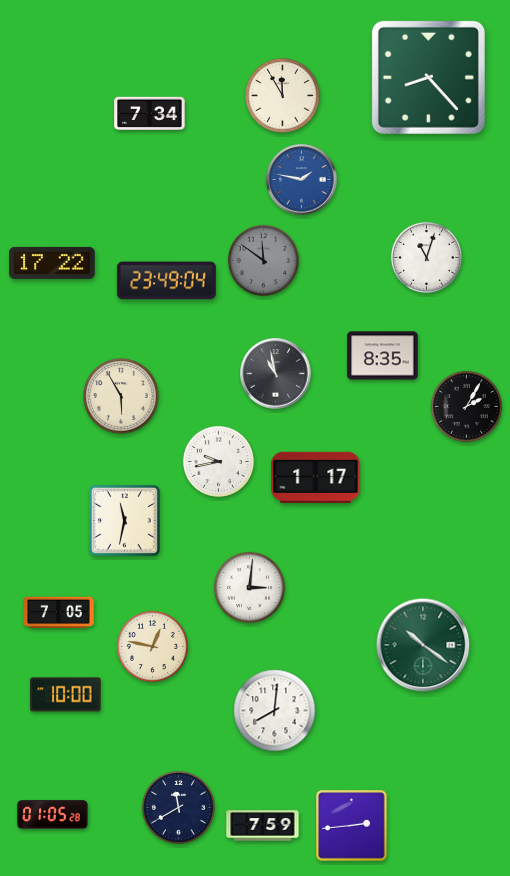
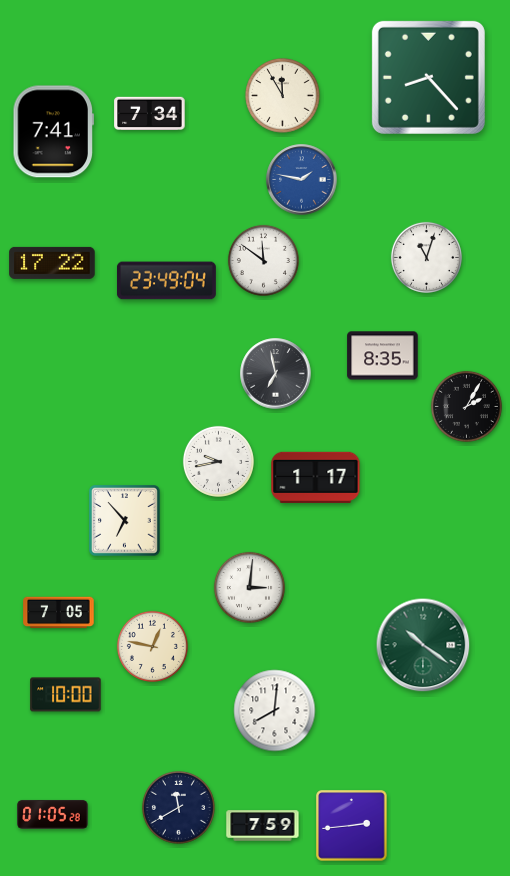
clock at (53, 132): none -> 7:41
clock at (263, 260) dial: grey -> white
clock at (276, 374): 10:58 -> 6:58
clock at (121, 396): 5:55 -> none
clock at (125, 521): 11:32 -> 6:53
